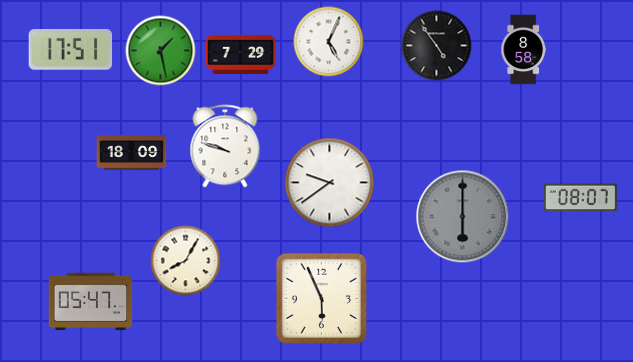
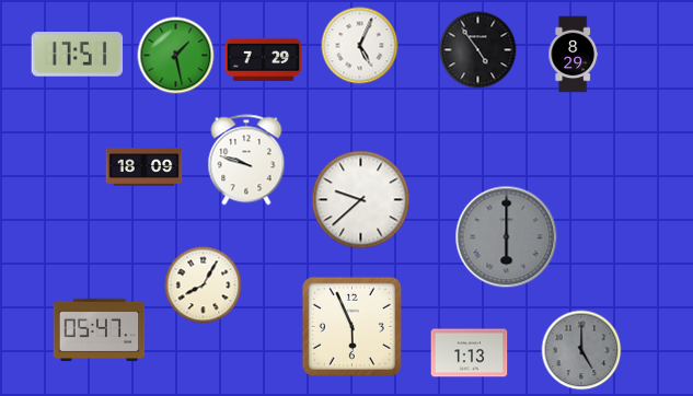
clock at (523, 50): 8:58 -> 8:29
clock at (330, 183): 9:39 -> 9:38
clock at (580, 198): 08:07 -> none
clock at (581, 350): none -> 5:00
clock at (470, 353): none -> 1:13
